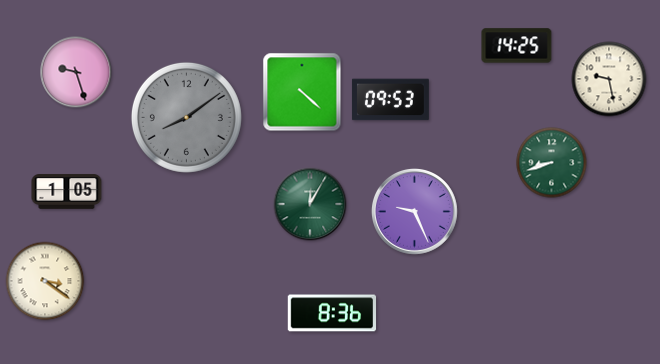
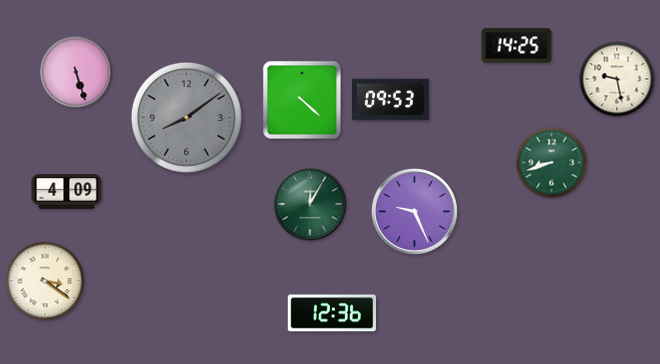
clock at (76, 72): 9:27 -> 5:27
clock at (609, 79) position: (609, 79) -> (617, 79)
clock at (302, 92) position: (302, 92) -> (302, 100)
clock at (67, 192): 1:05 -> 4:09
clock at (332, 313): 8:36 -> 12:36
